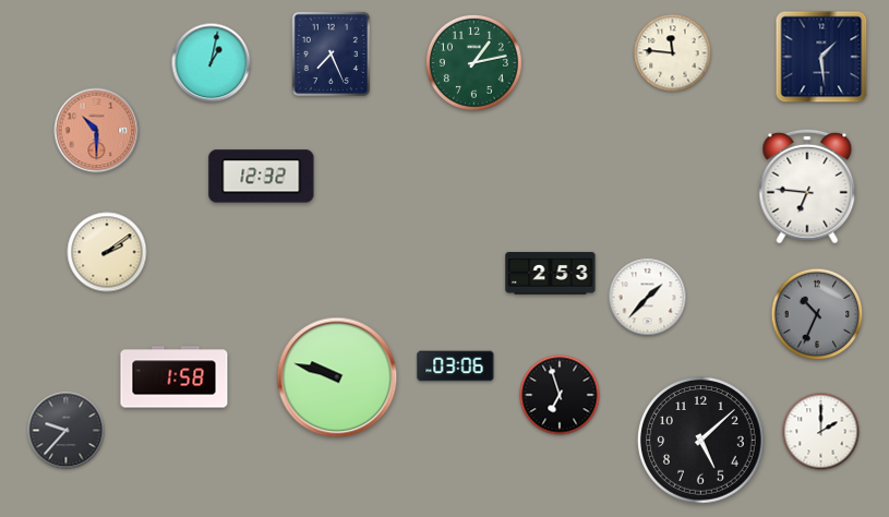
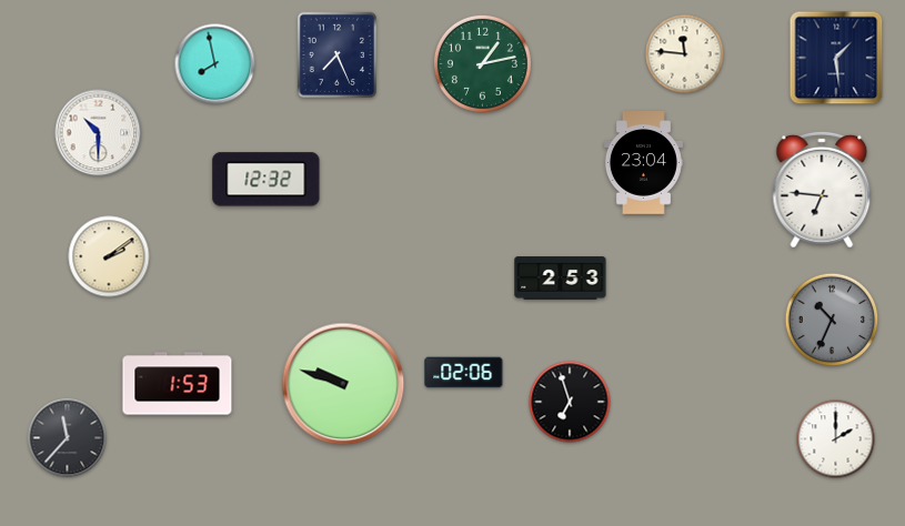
clock at (212, 63): 1:02 -> 7:58
clock at (97, 131) dial: salmon -> white
clock at (643, 163): none -> 23:04
clock at (648, 298): 1:37 -> none
clock at (456, 366): 03:06 -> 02:06
clock at (175, 377): 1:58 -> 1:53
clock at (67, 431): 9:37 -> 11:37
clock at (701, 441): 5:08 -> none
